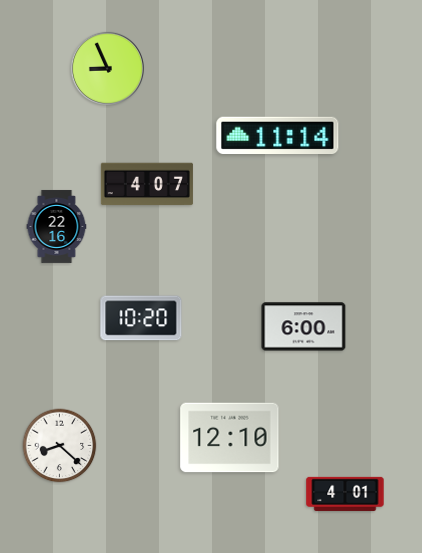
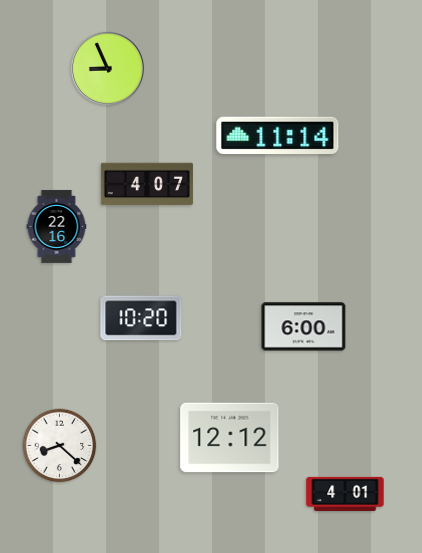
clock at (230, 438): 12:10 -> 12:12
